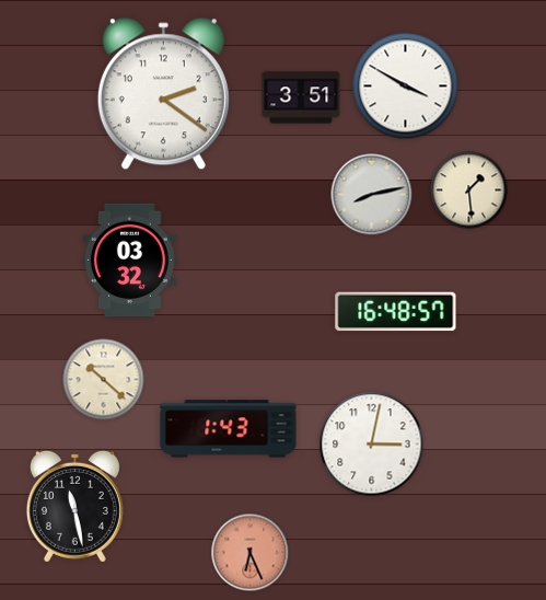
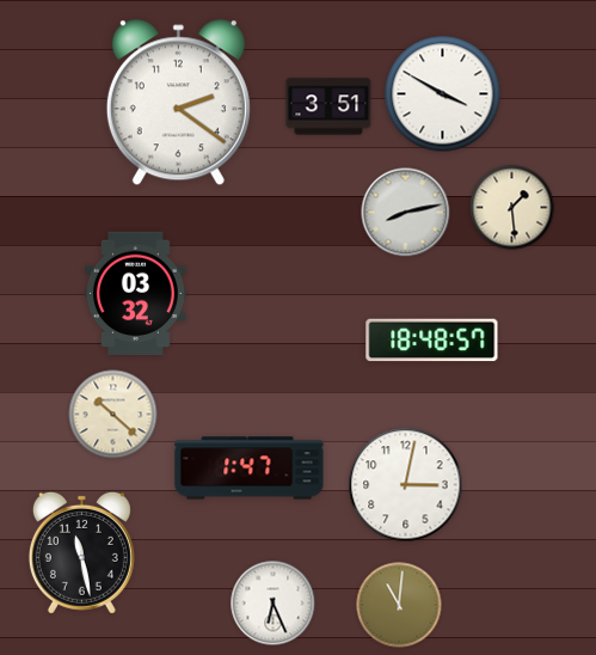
clock at (129, 259) position: (129, 259) -> (135, 293)
clock at (396, 312): 16:48 -> 18:48
clock at (229, 429): 1:43 -> 1:47
clock at (251, 553) dial: salmon -> white
clock at (399, 605): none -> 11:01
